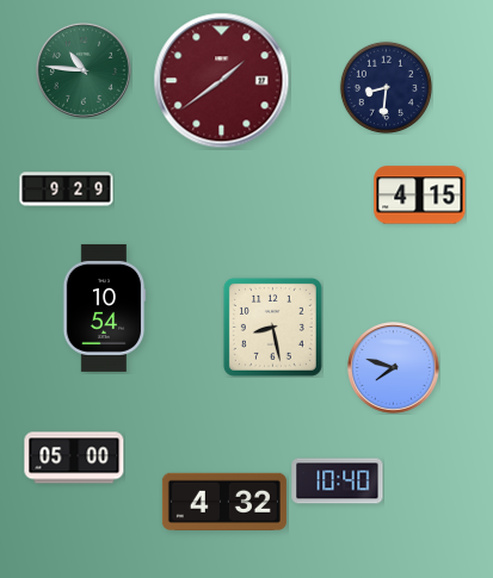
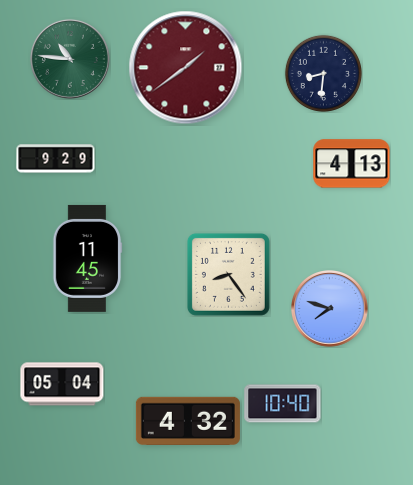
clock at (420, 195): 4:15 -> 4:13
clock at (104, 307): 10:54 -> 11:45
clock at (272, 327): 8:28 -> 8:24
clock at (74, 458): 05:00 -> 05:04
